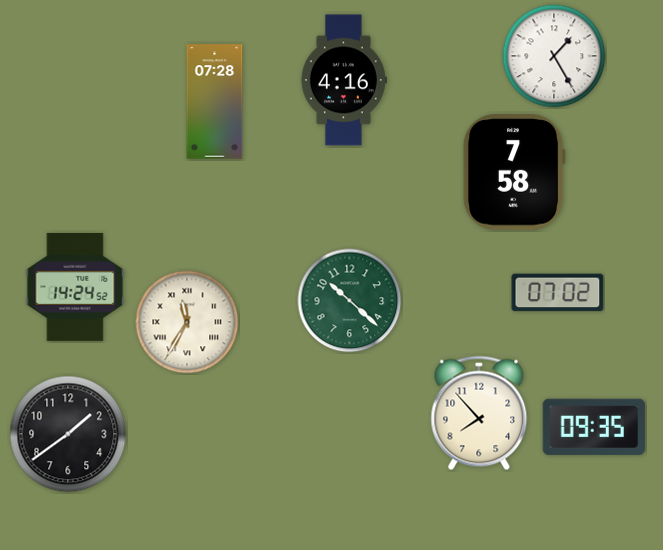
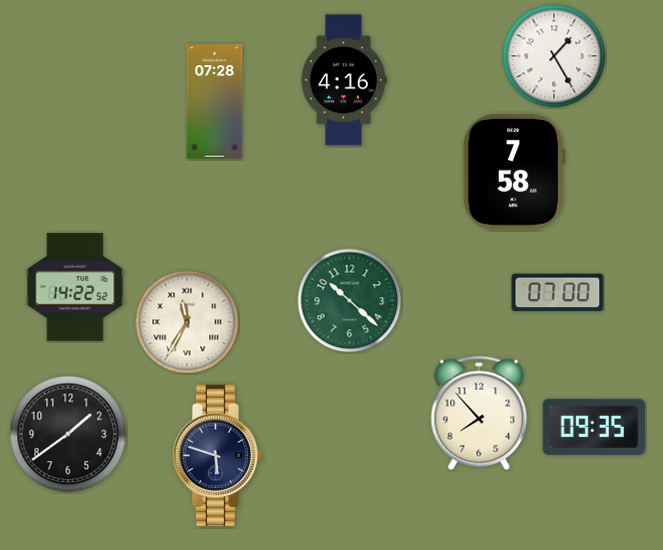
clock at (75, 287): 14:24 -> 14:22
clock at (558, 293): 07:02 -> 07:00
clock at (218, 456): none -> 5:48
